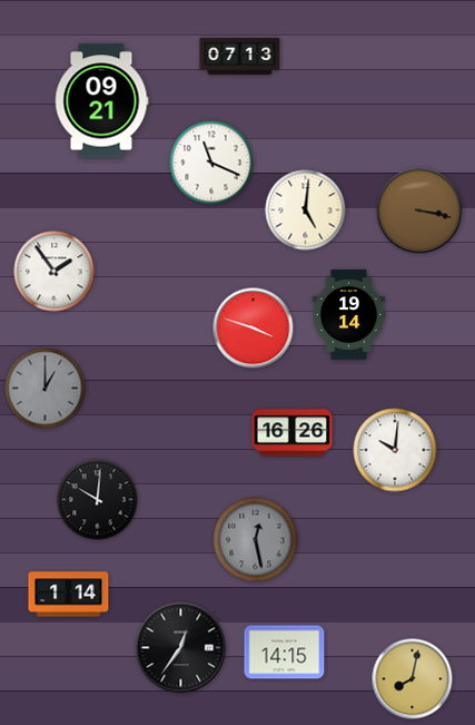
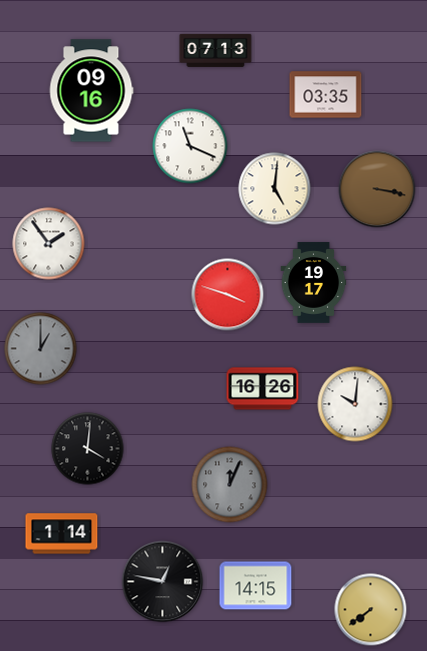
clock at (101, 101): 09:21 -> 09:16
clock at (326, 95): none -> 03:35
clock at (349, 315): 19:14 -> 19:17
clock at (98, 500): 10:01 -> 4:01
clock at (256, 540): 12:28 -> 12:04
clock at (181, 648): 12:36 -> 12:47
clock at (413, 679): 8:02 -> 7:39
